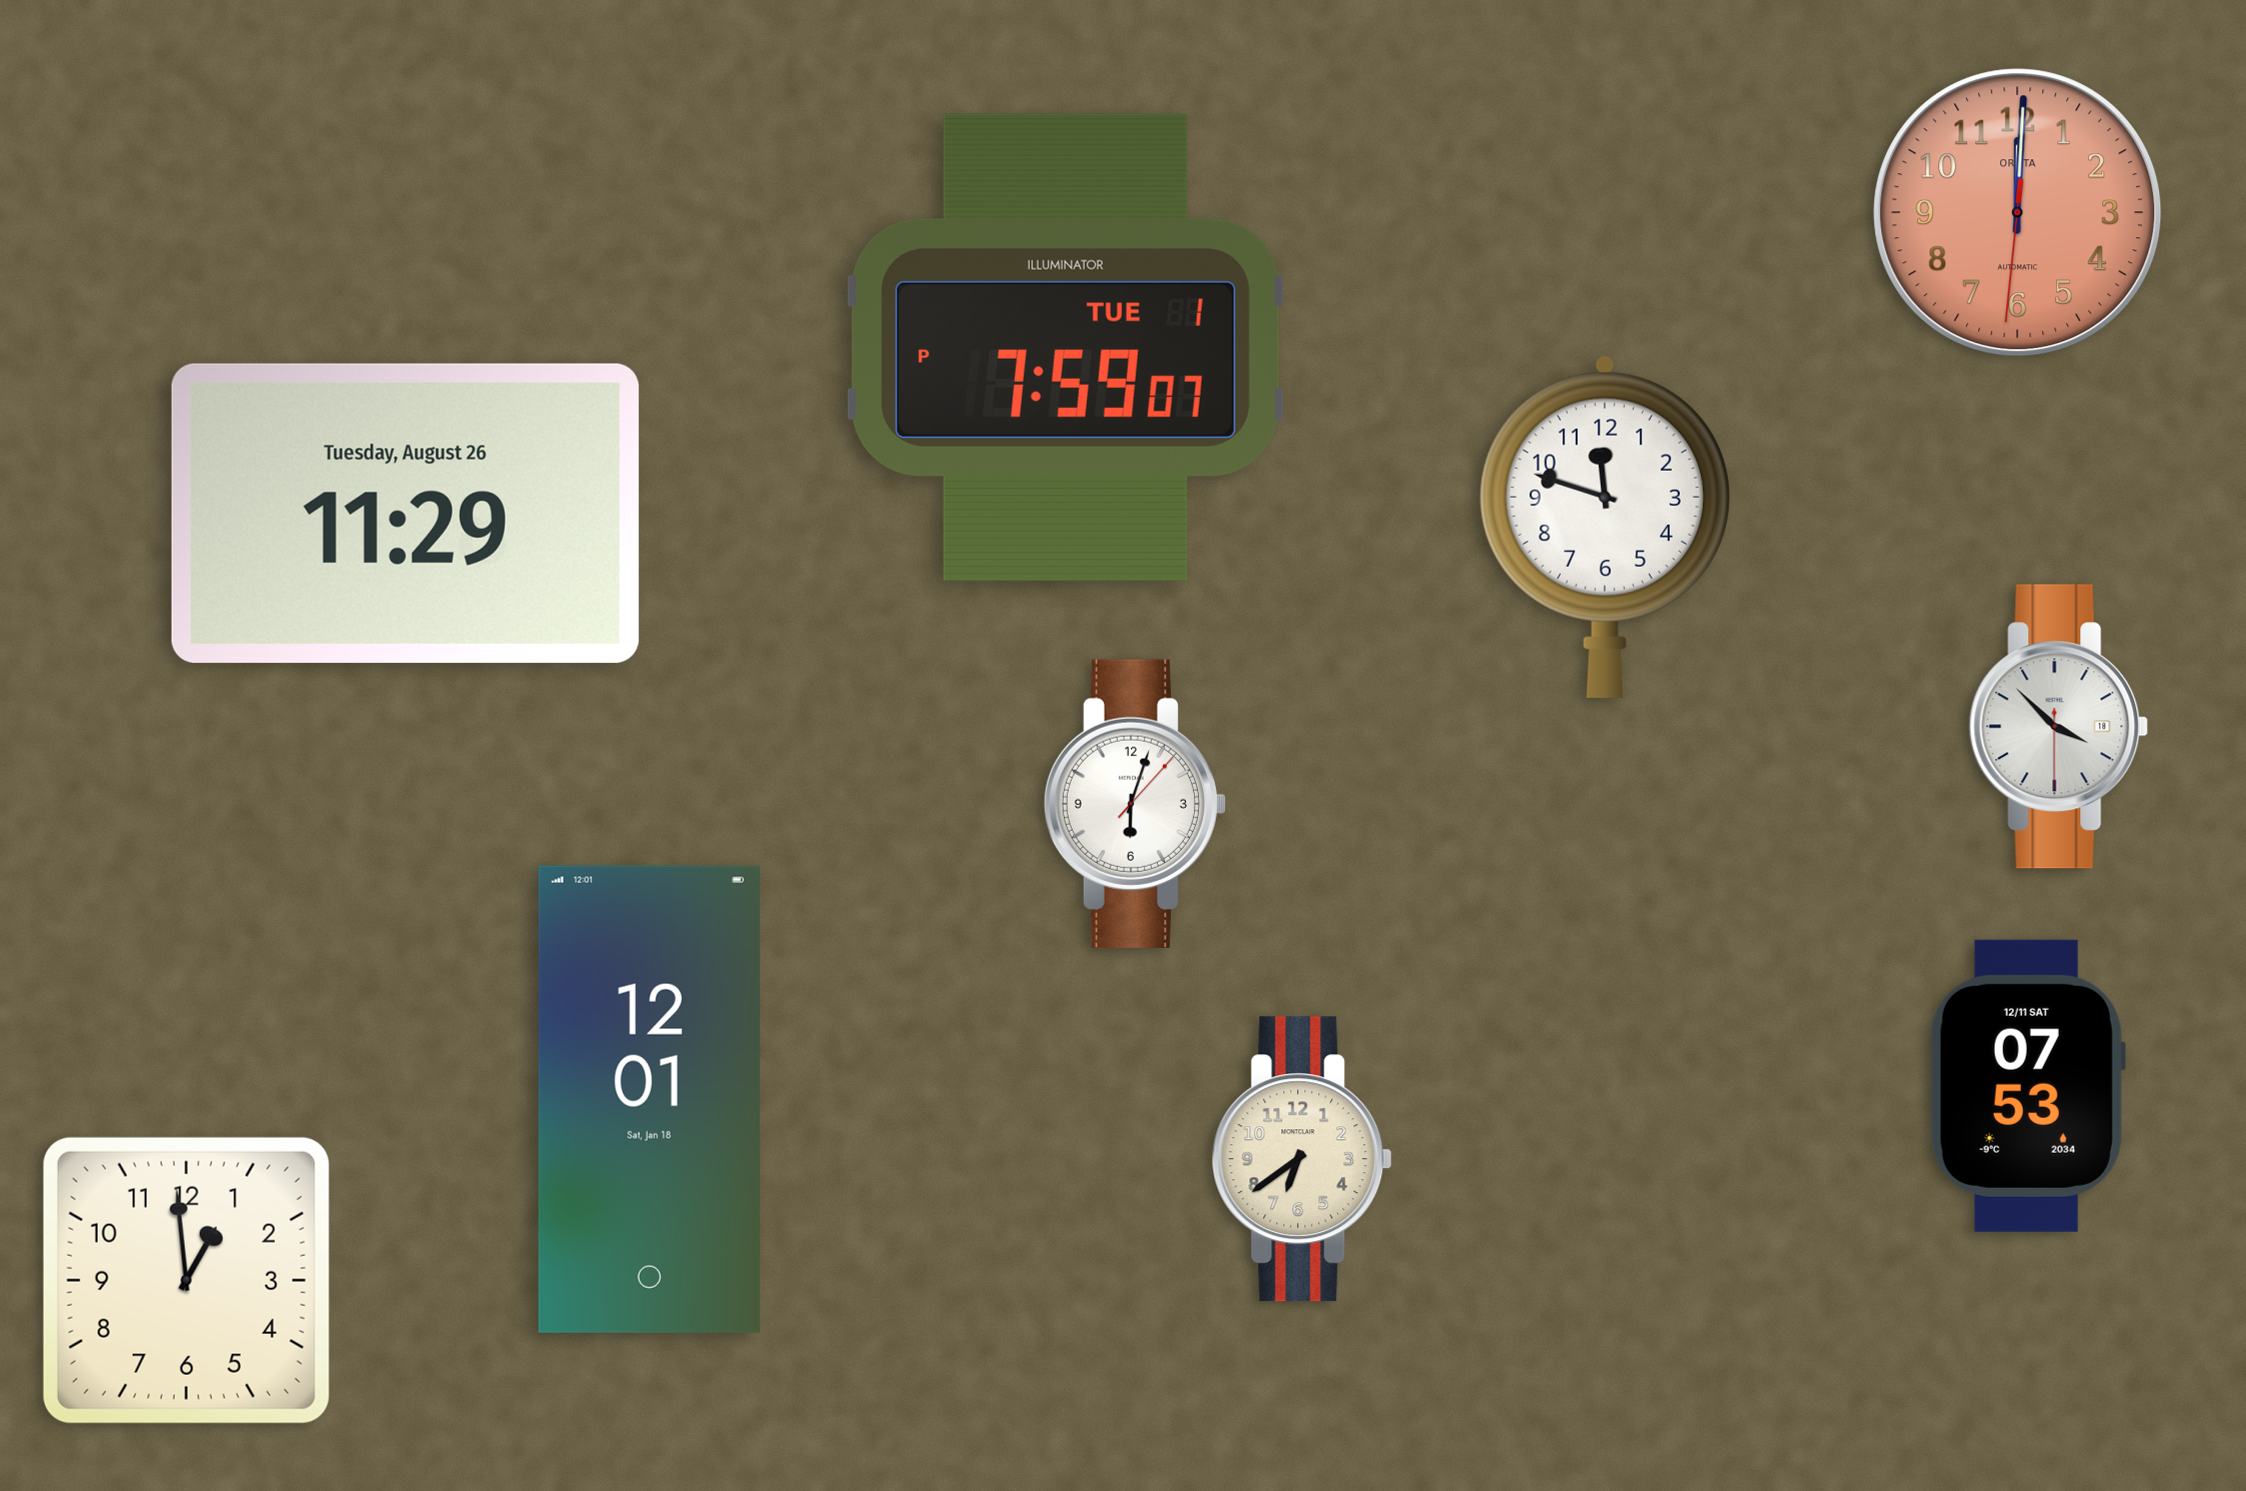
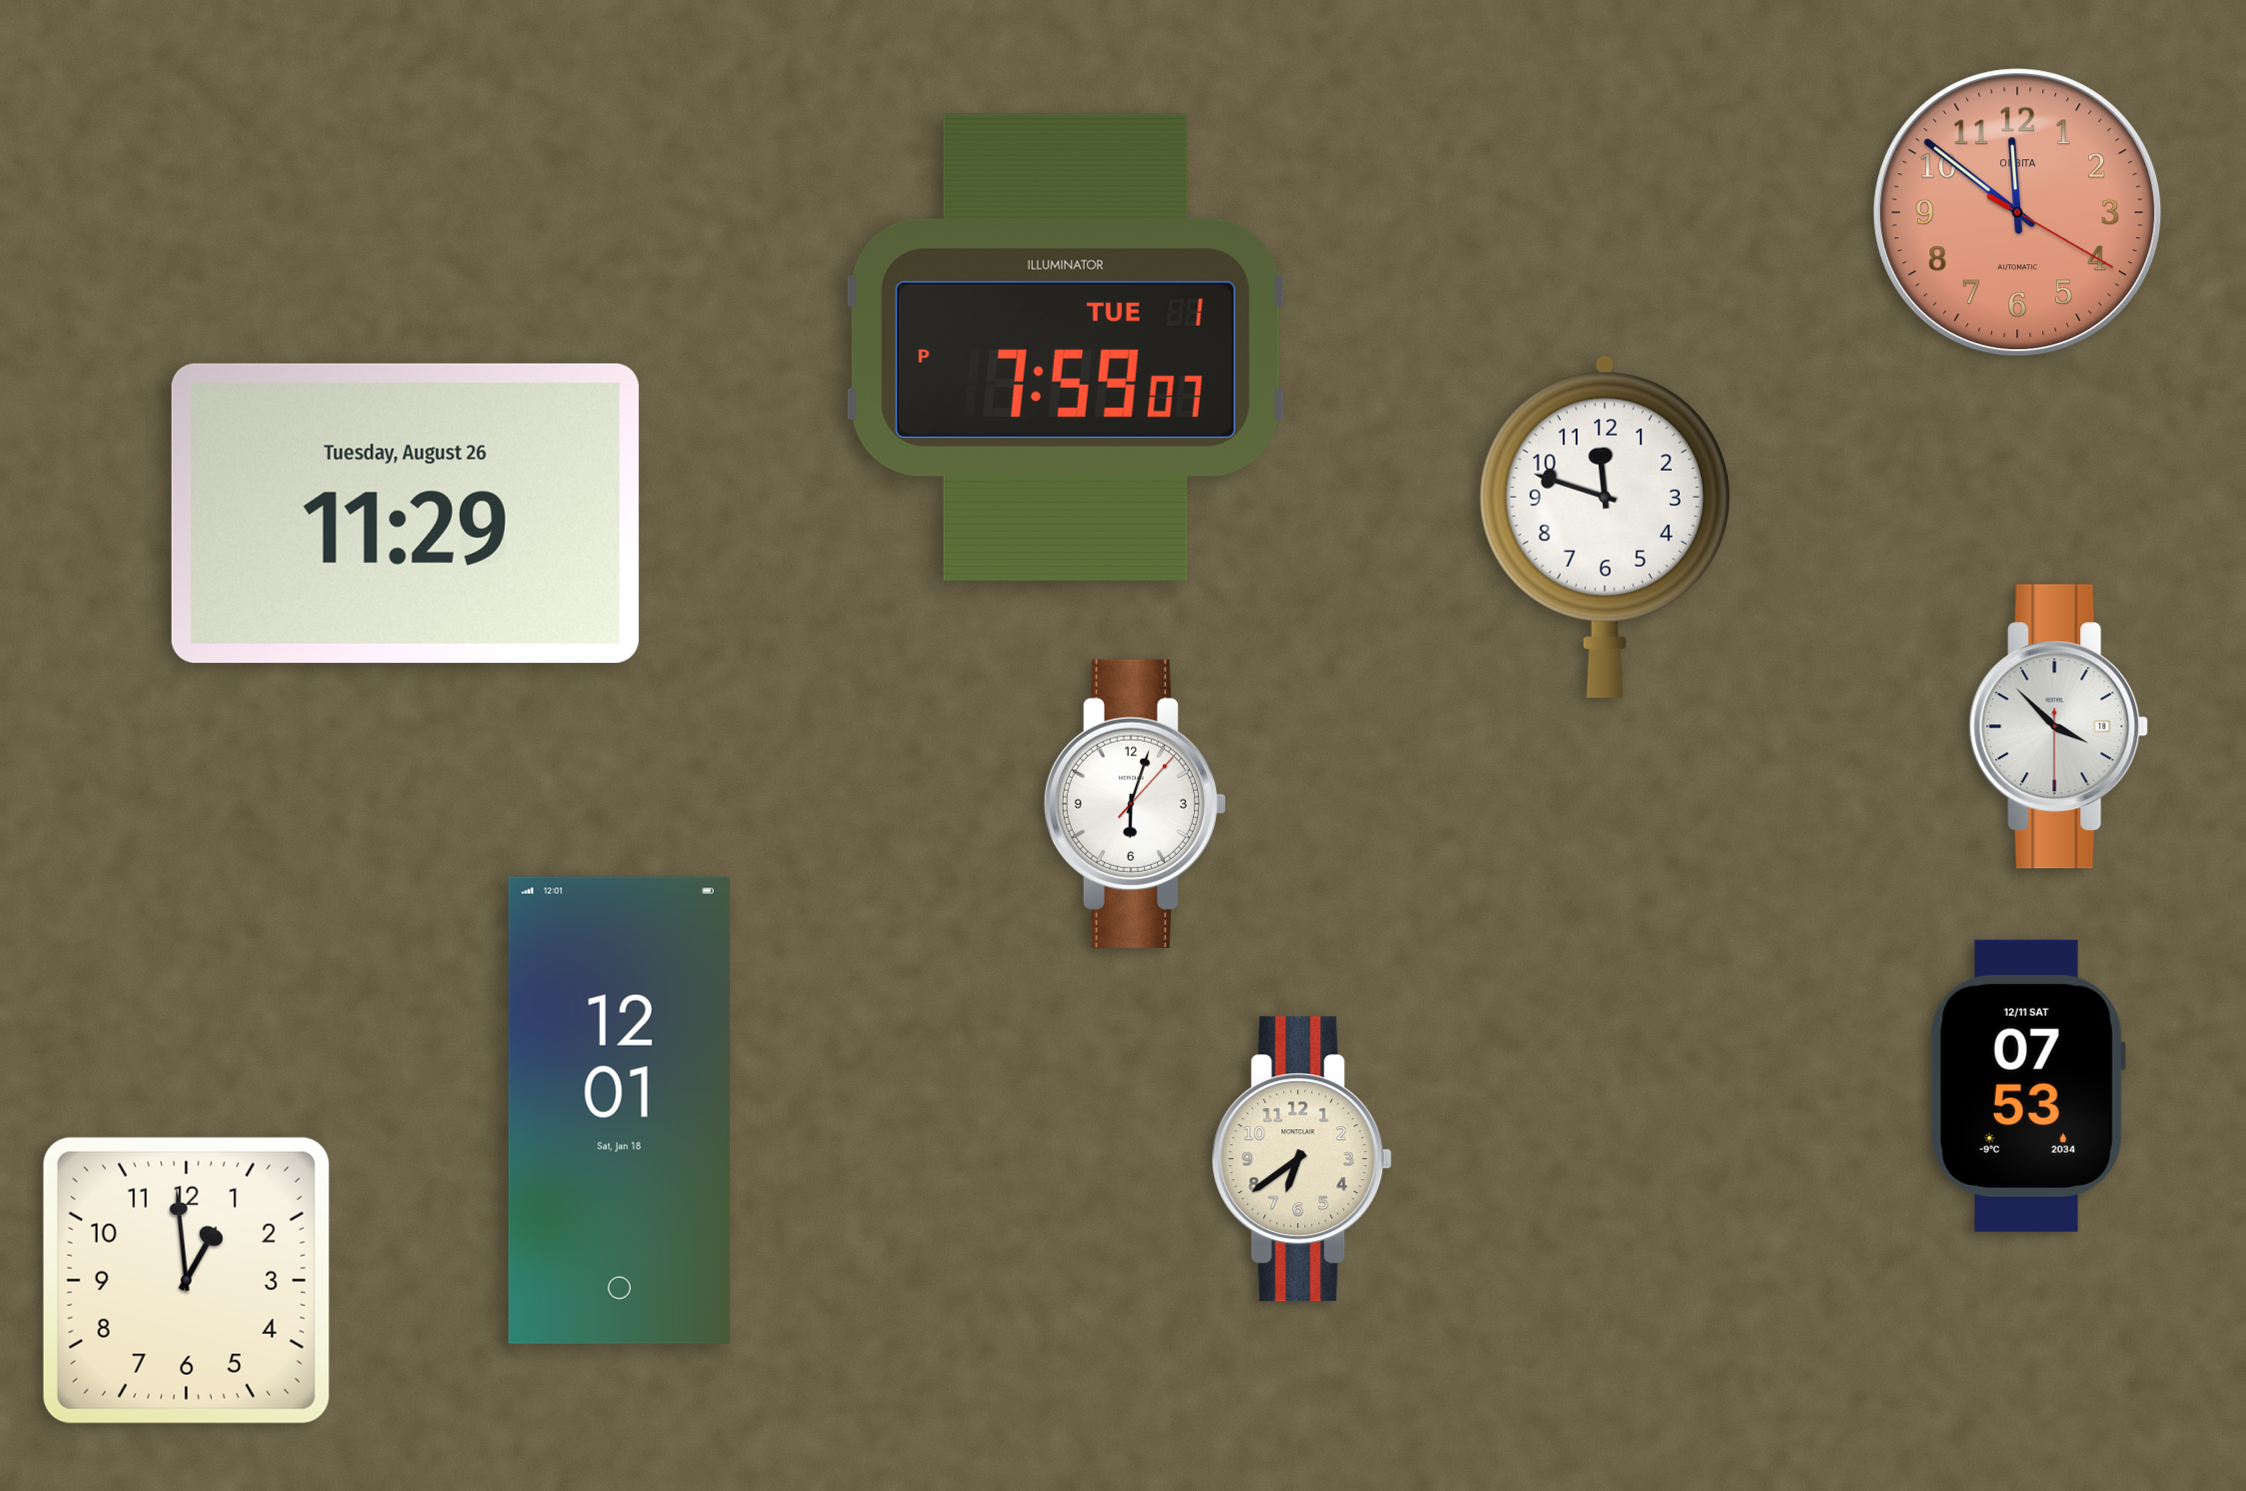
clock at (2018, 213): 12:00 -> 11:51
clock at (649, 1099) position: (649, 1099) -> (619, 1110)
